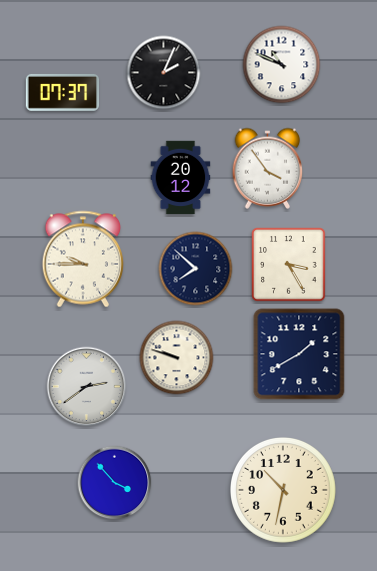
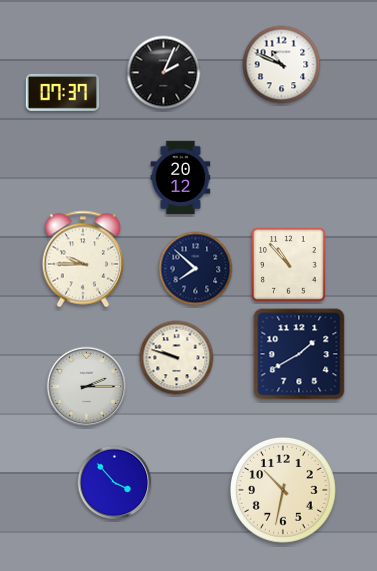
clock at (268, 168): 3:54 -> none
clock at (289, 265): 3:25 -> 10:53
clock at (87, 387): 2:39 -> 2:15
